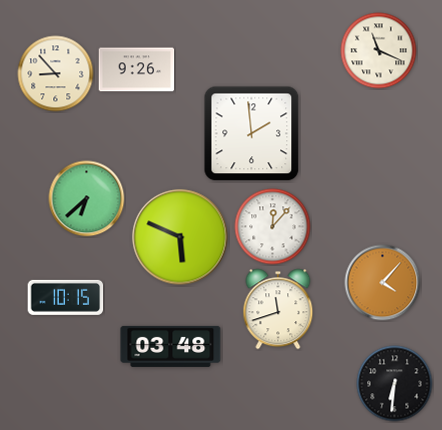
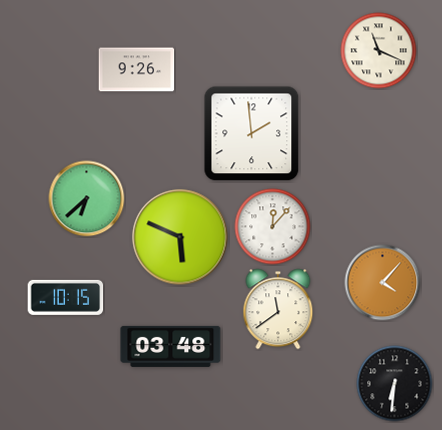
clock at (56, 74): 8:53 -> none
clock at (278, 309): 11:42 -> 11:39
